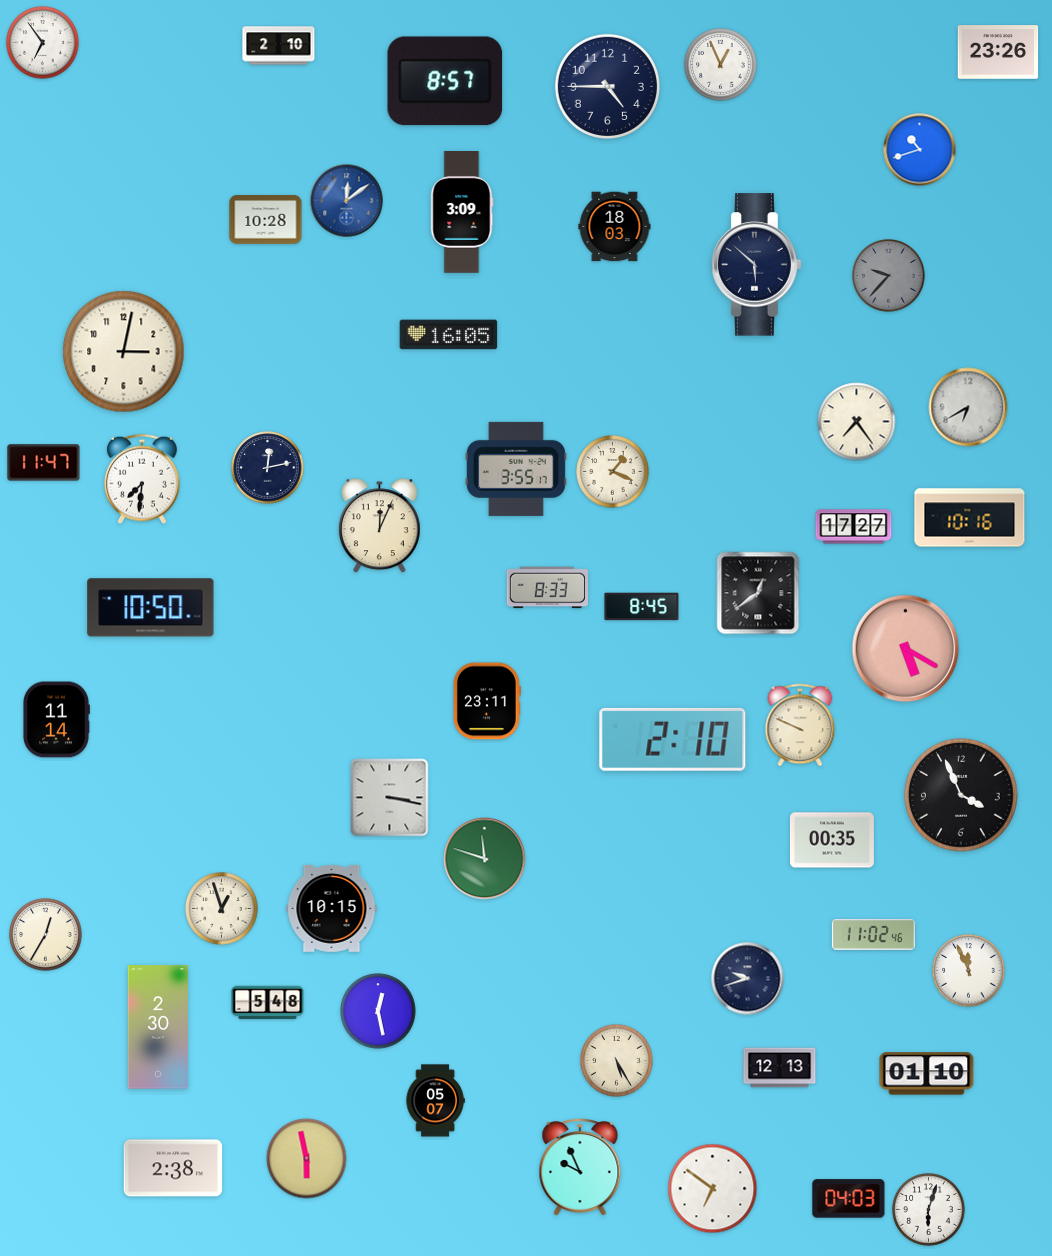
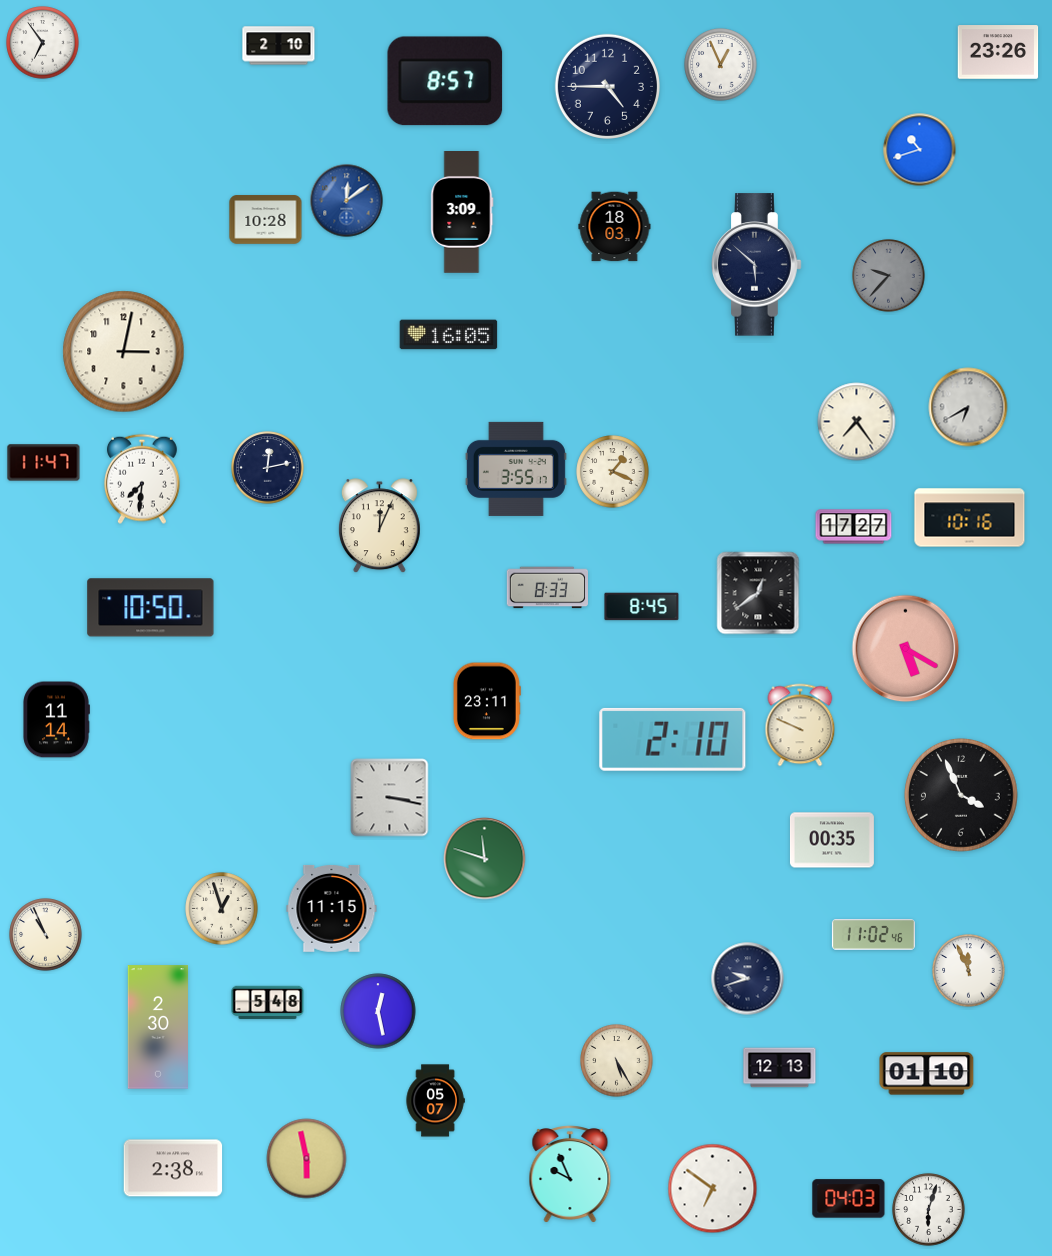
clock at (332, 908): 10:15 -> 11:15
clock at (46, 935): 12:35 -> 10:56
clock at (580, 1168) position: (580, 1168) -> (570, 1175)
